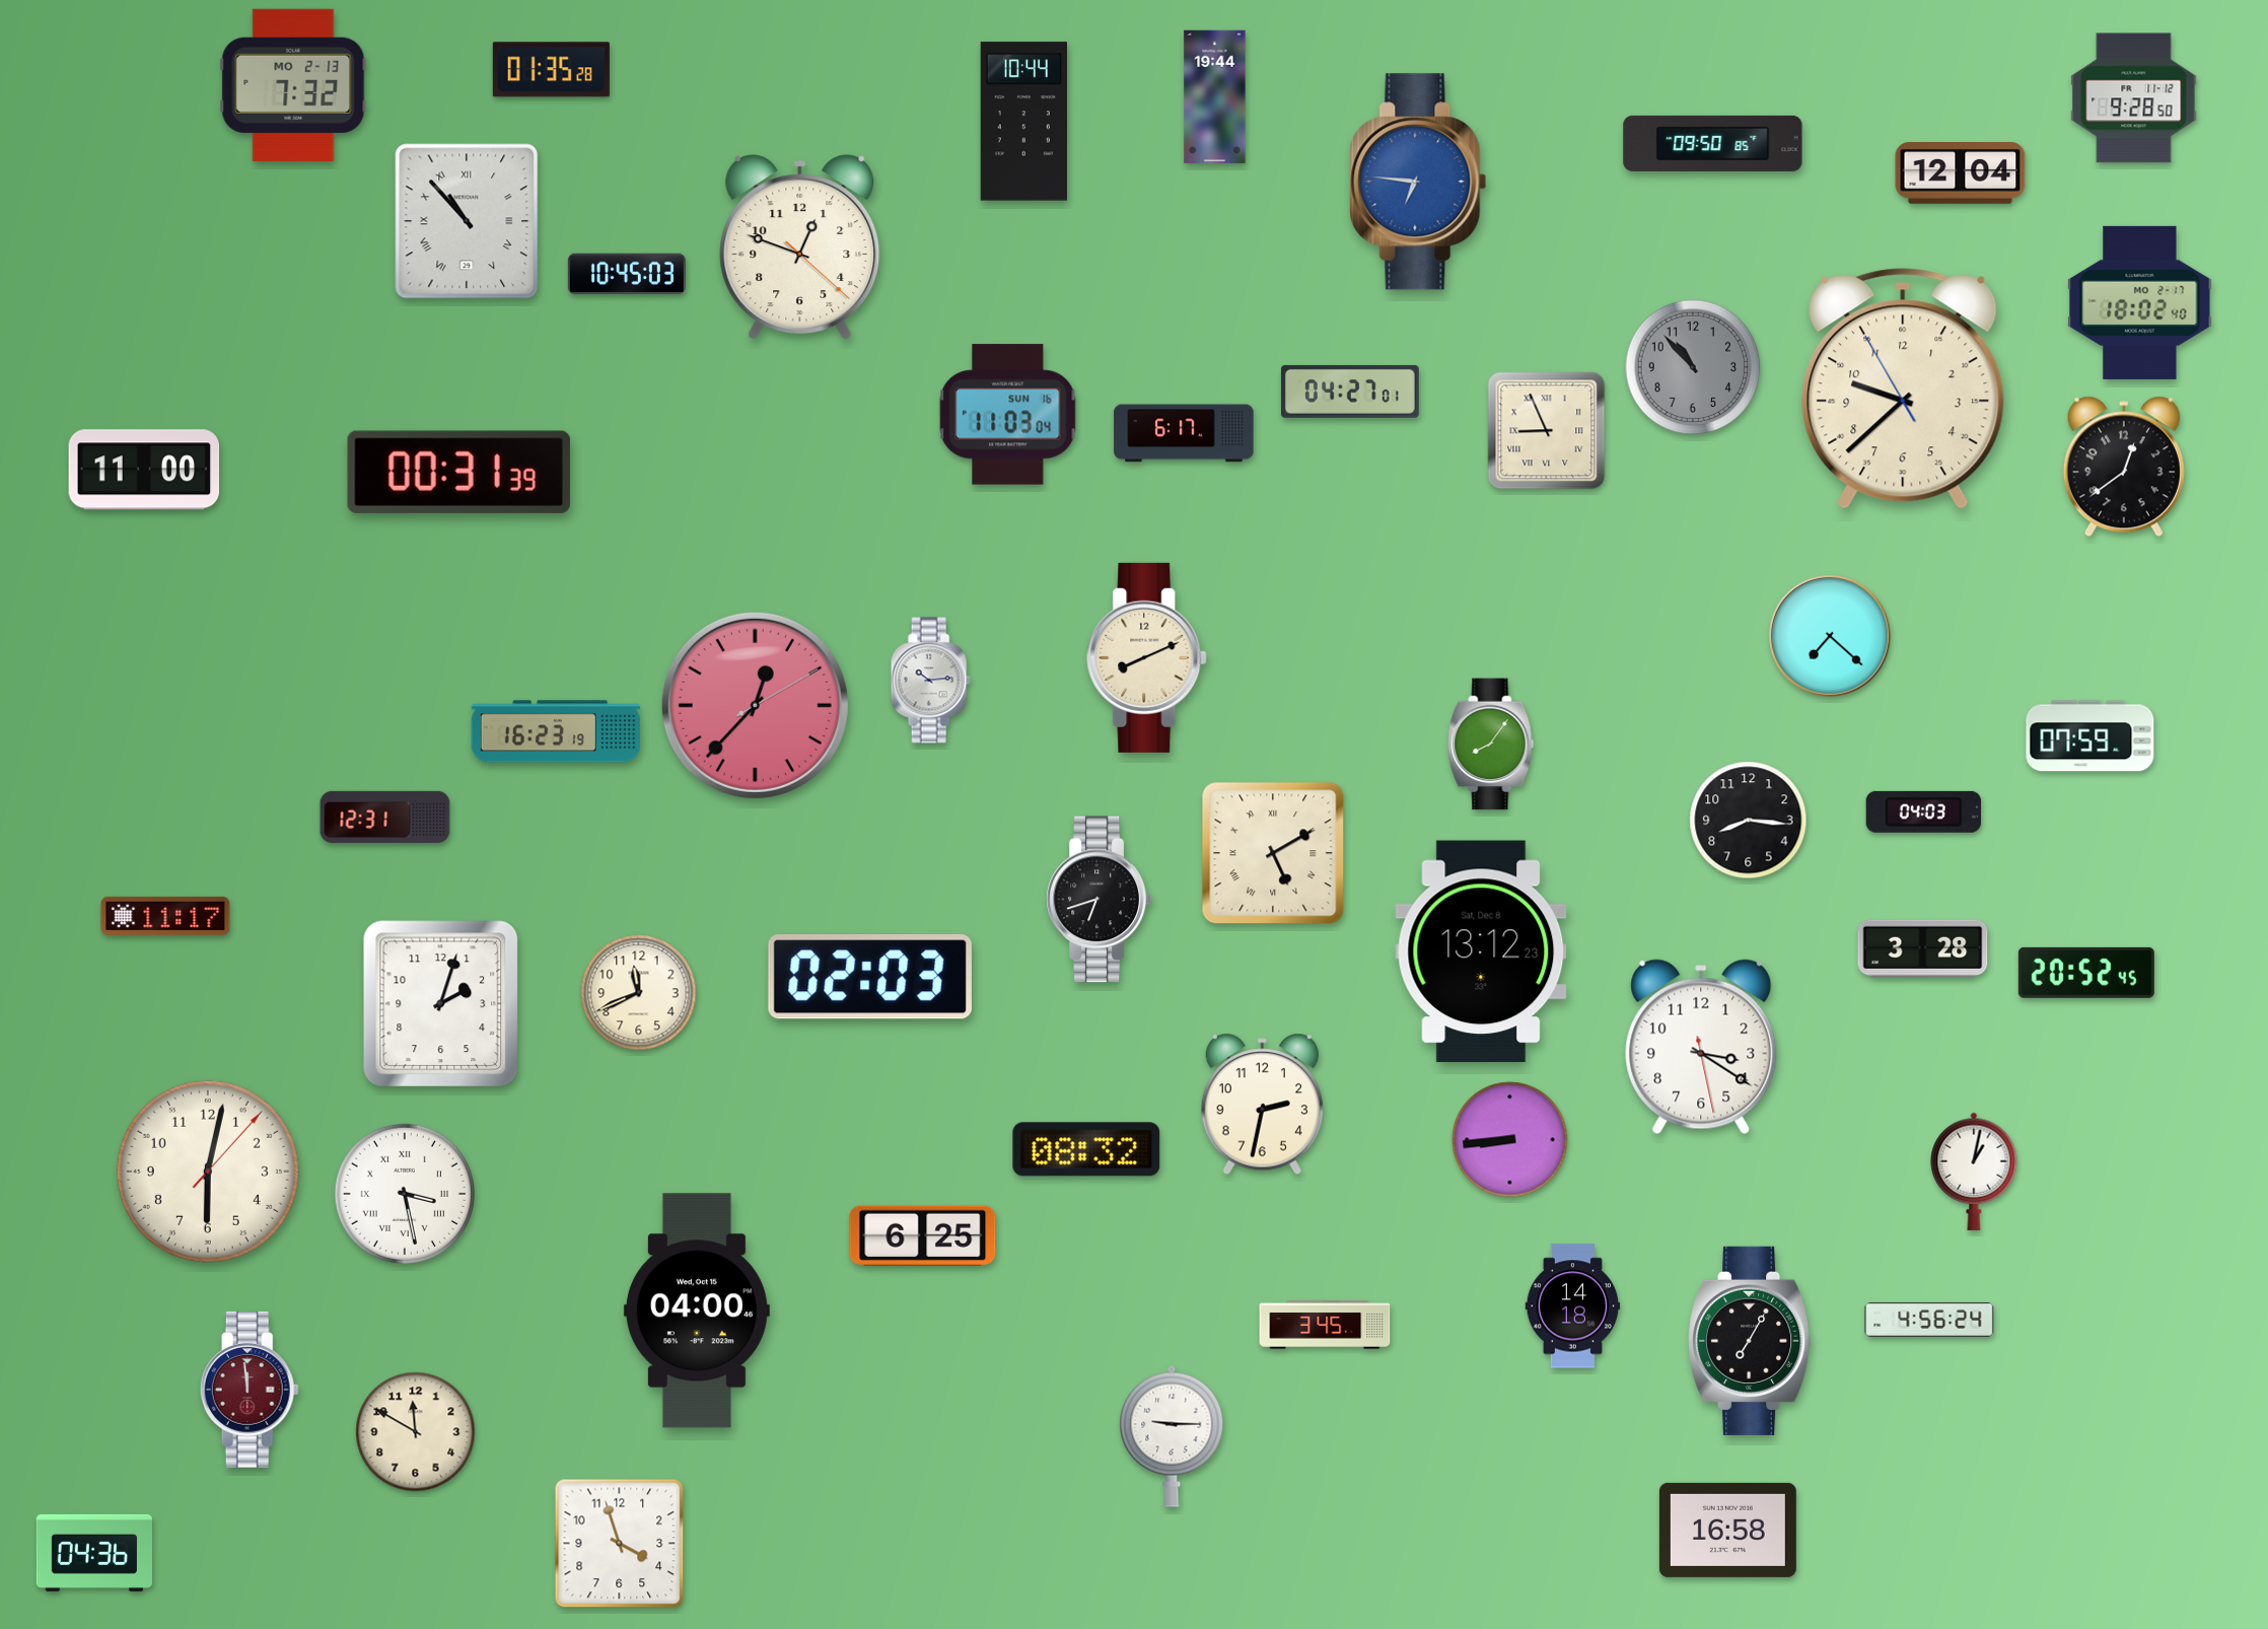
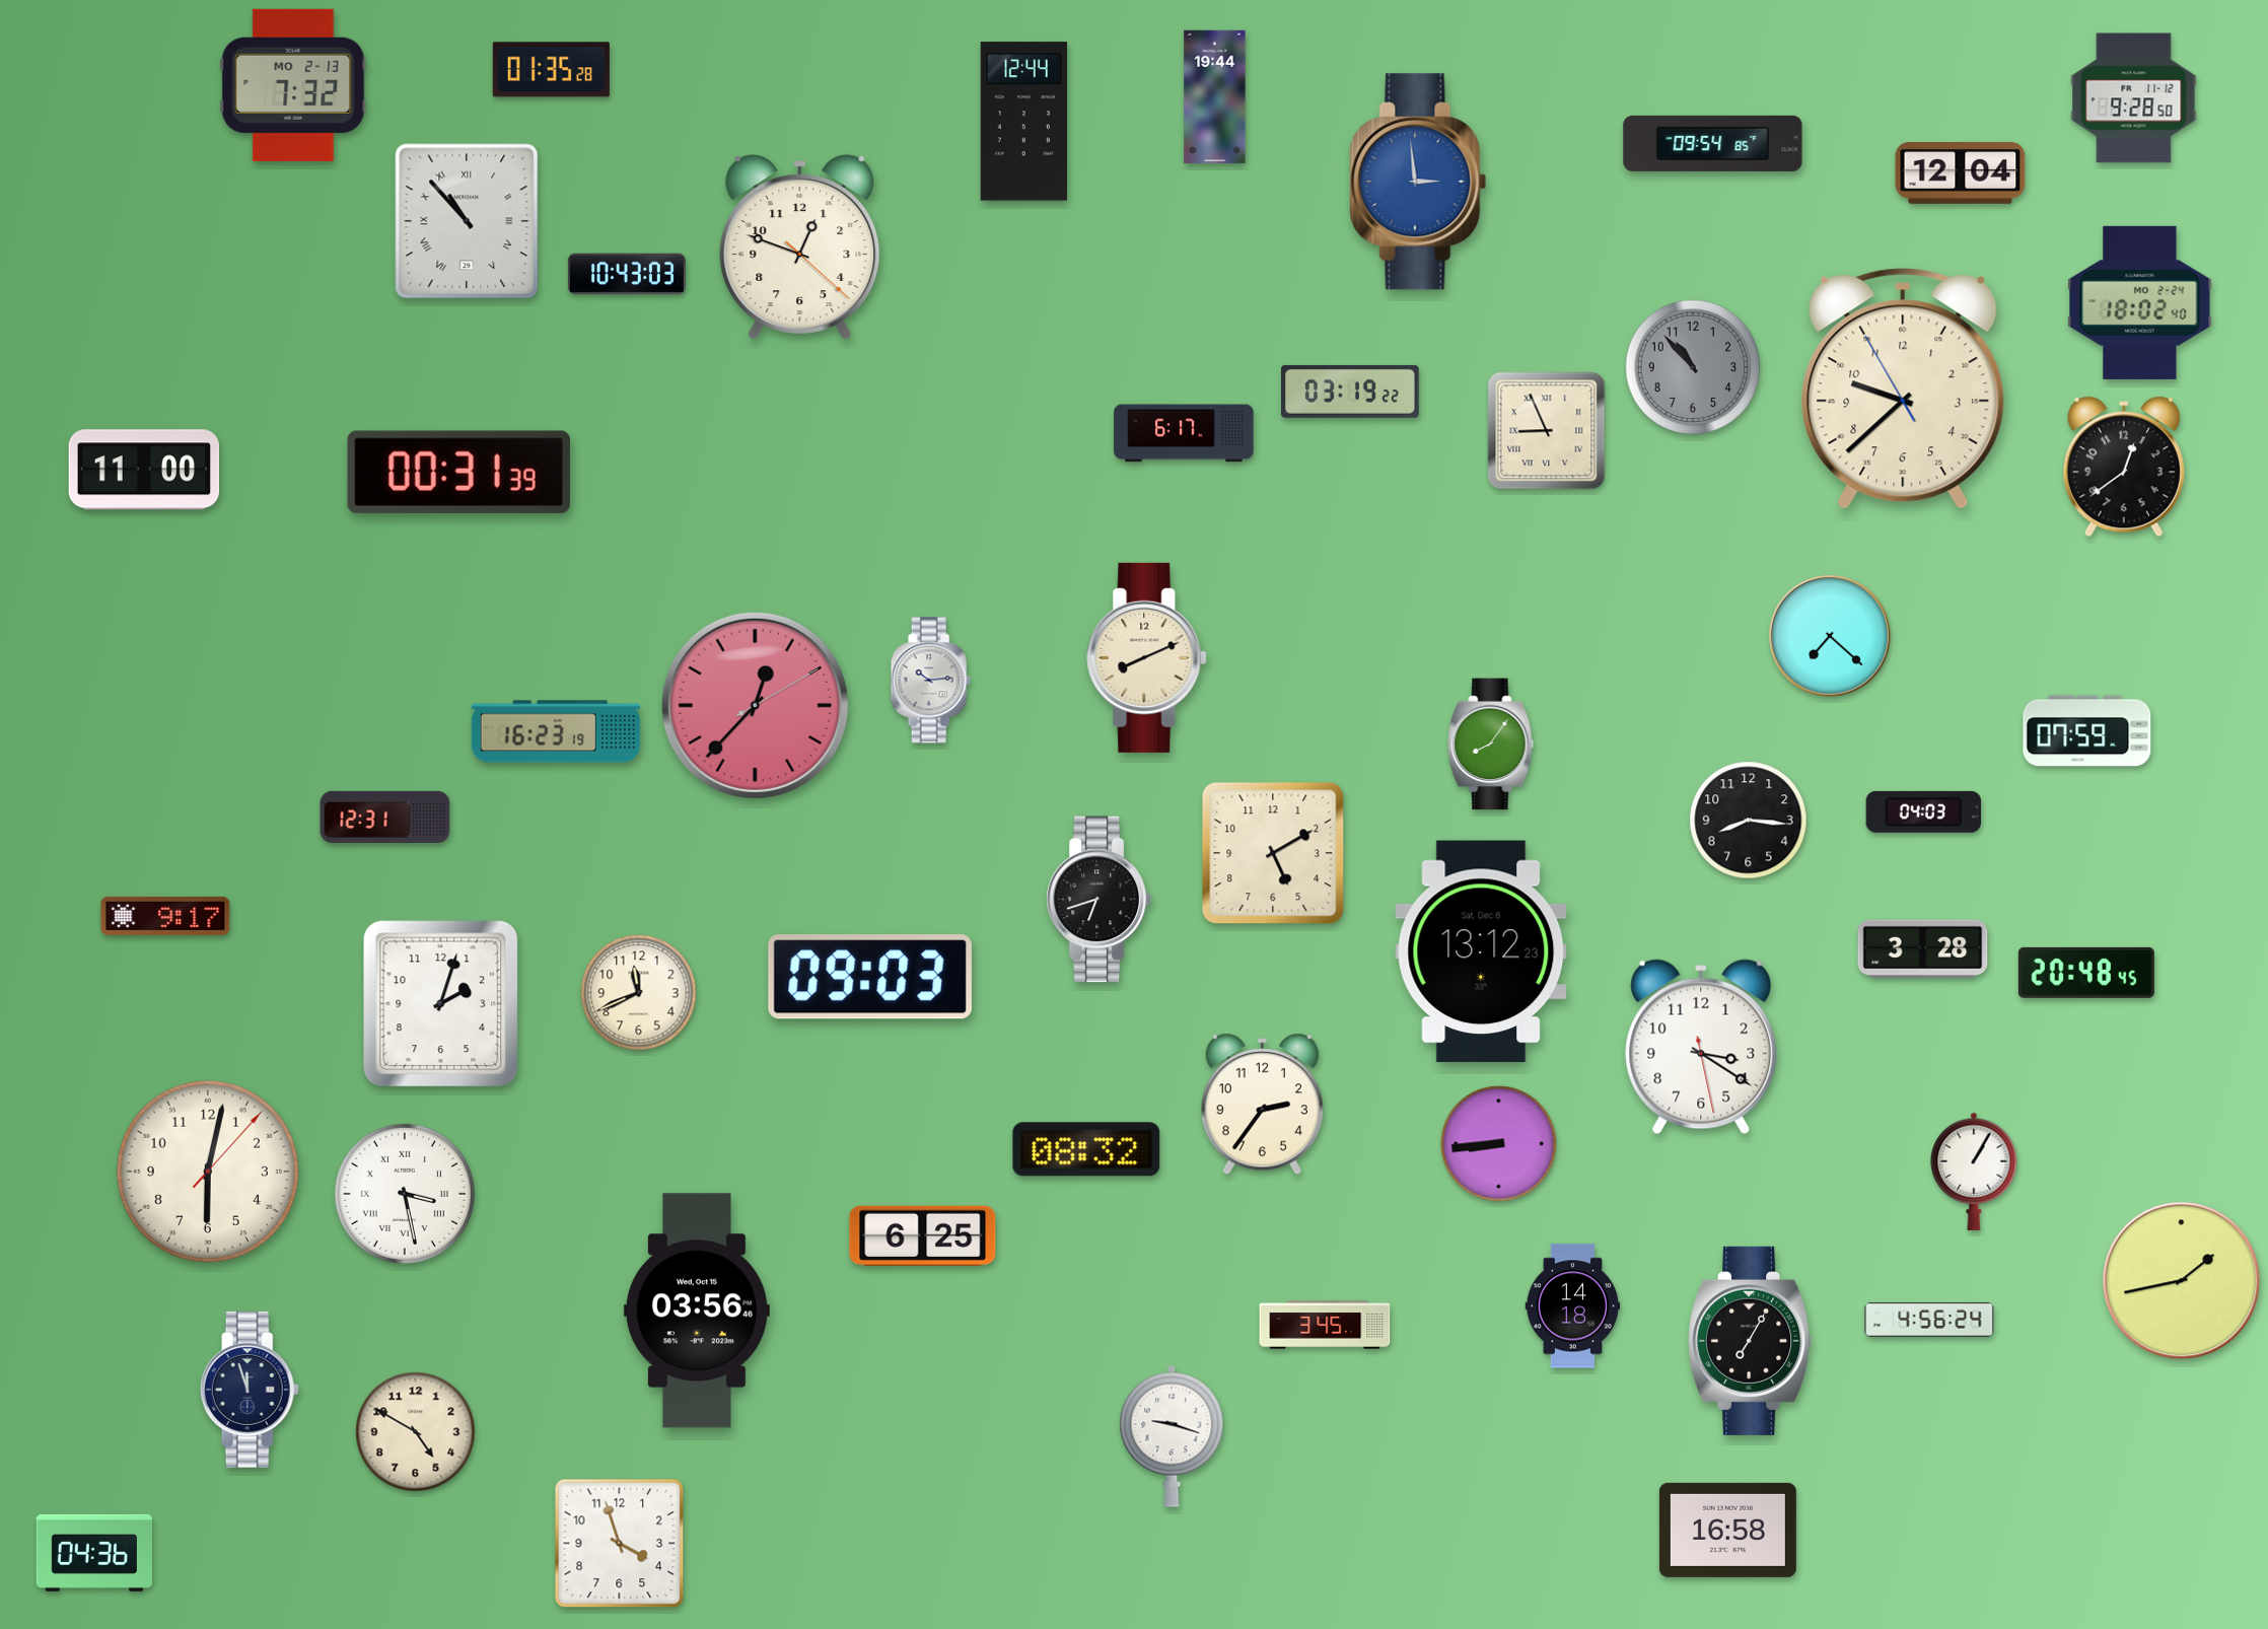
clock at (1023, 122): 10:44 -> 12:44
clock at (1713, 143): 09:50 -> 09:54
clock at (1418, 182): 6:46 -> 2:59
clock at (627, 274): 10:45 -> 10:43
clock at (2140, 302) date: MO 2-17 -> MO 2-24
clock at (1350, 392): 04:27 -> 03:19
clock at (1008, 415): 11:03 -> none
clock at (2090, 736) position: (2090, 736) -> (2087, 731)
clock at (1273, 853) numerals: Roman -> Arabic
clock at (165, 916): 11:17 -> 9:17
clock at (2086, 973): 20:52 -> 20:48
clock at (870, 977): 02:03 -> 09:03
clock at (1262, 1105): 2:32 -> 2:36
clock at (1510, 1140) position: (1510, 1140) -> (1499, 1144)
clock at (1974, 1172): 1:02 -> 1:05
clock at (2182, 1281): none -> 1:43
clock at (697, 1311): 04:00 -> 03:56
clock at (250, 1390): 11:59 -> 11:57
clock at (250, 1390) dial: burgundy -> navy
clock at (416, 1432): 11:50 -> 4:50
clock at (1172, 1436): 9:15 -> 9:18
